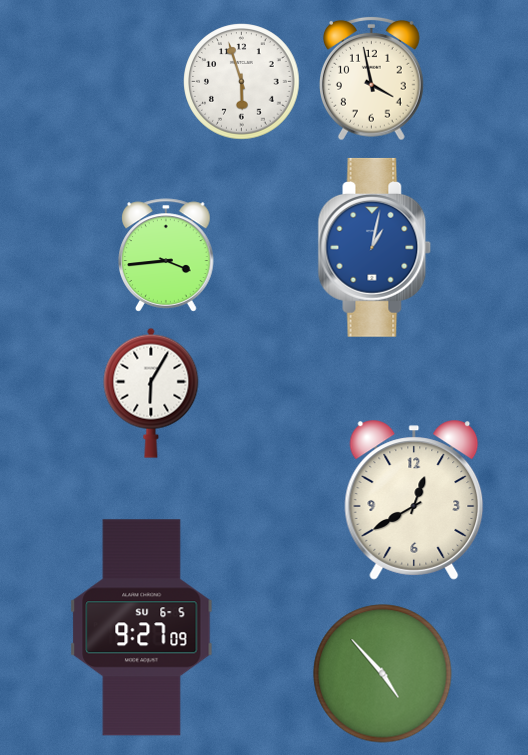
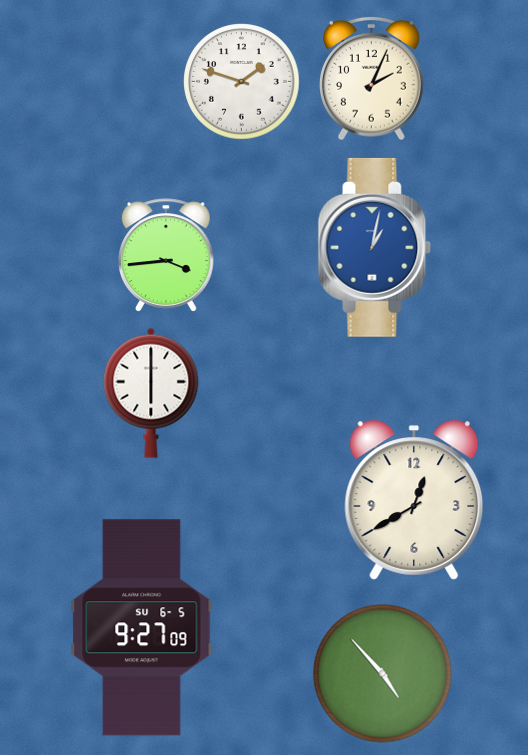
clock at (372, 78): 3:58 -> 2:04
clock at (242, 82): 5:57 -> 1:48
clock at (151, 393): 6:05 -> 6:00
